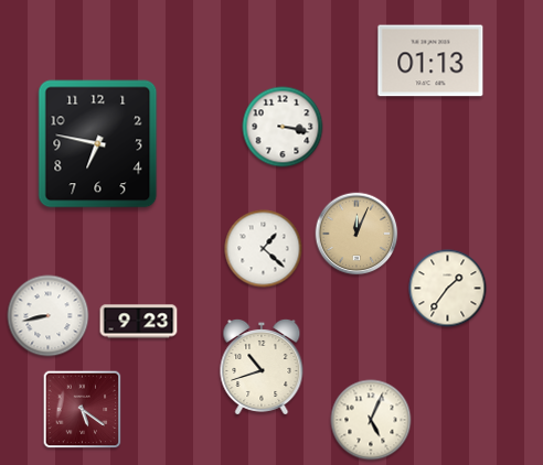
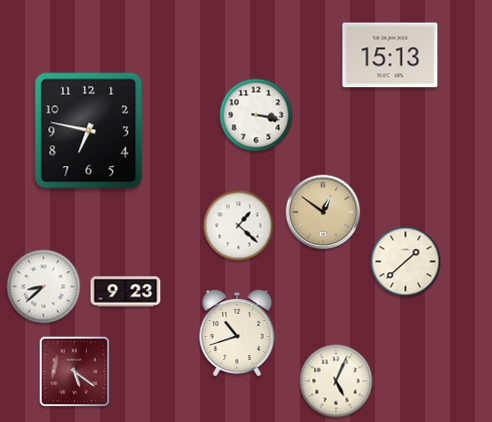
clock at (430, 61): 01:13 -> 15:13
clock at (356, 234): 12:04 -> 12:51
clock at (448, 289): 1:36 -> 1:38
clock at (49, 316): 8:43 -> 8:38
